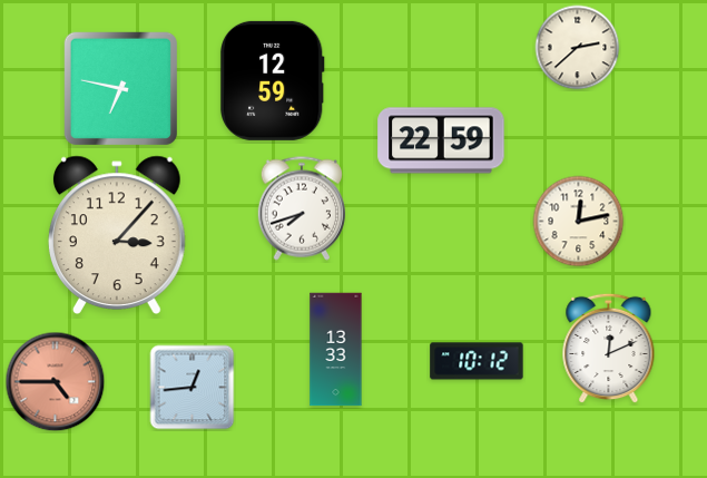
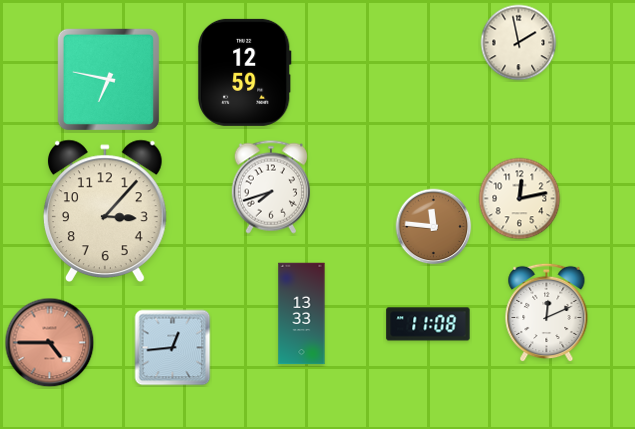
clock at (578, 48): 2:38 -> 1:58
clock at (441, 140): 22:59 -> none
clock at (434, 227): none -> 11:46
clock at (477, 361): 10:12 -> 11:08
